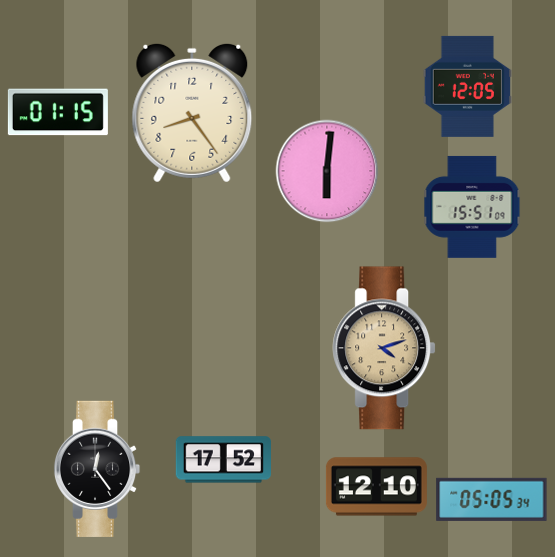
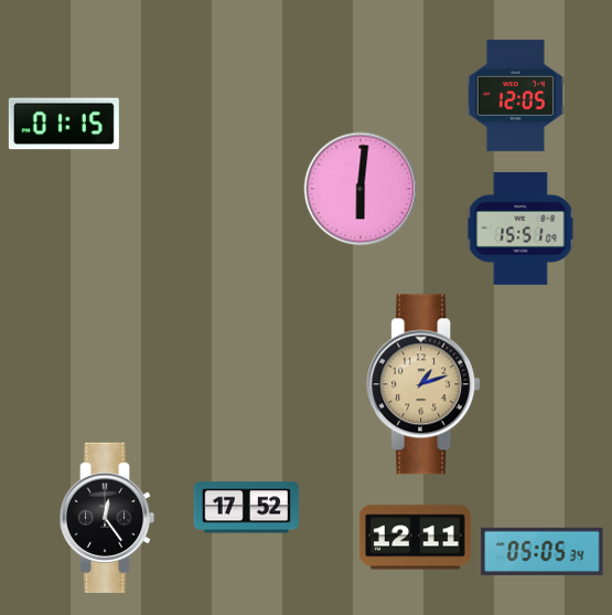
clock at (192, 113): 8:24 -> none
clock at (384, 348): 4:12 -> 1:12
clock at (376, 487): 12:10 -> 12:11
